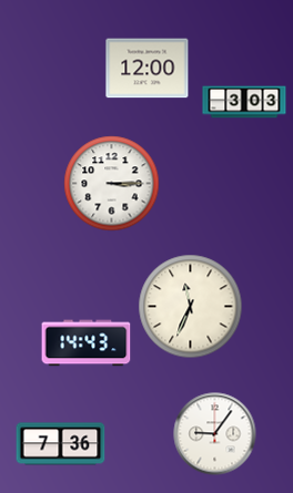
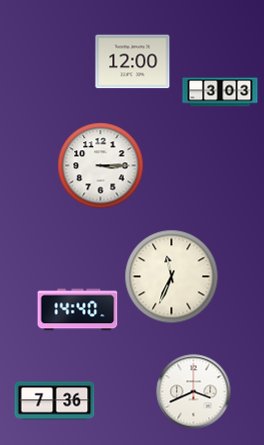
clock at (87, 343): 14:43 -> 14:40
clock at (215, 434): 9:06 -> 3:41
